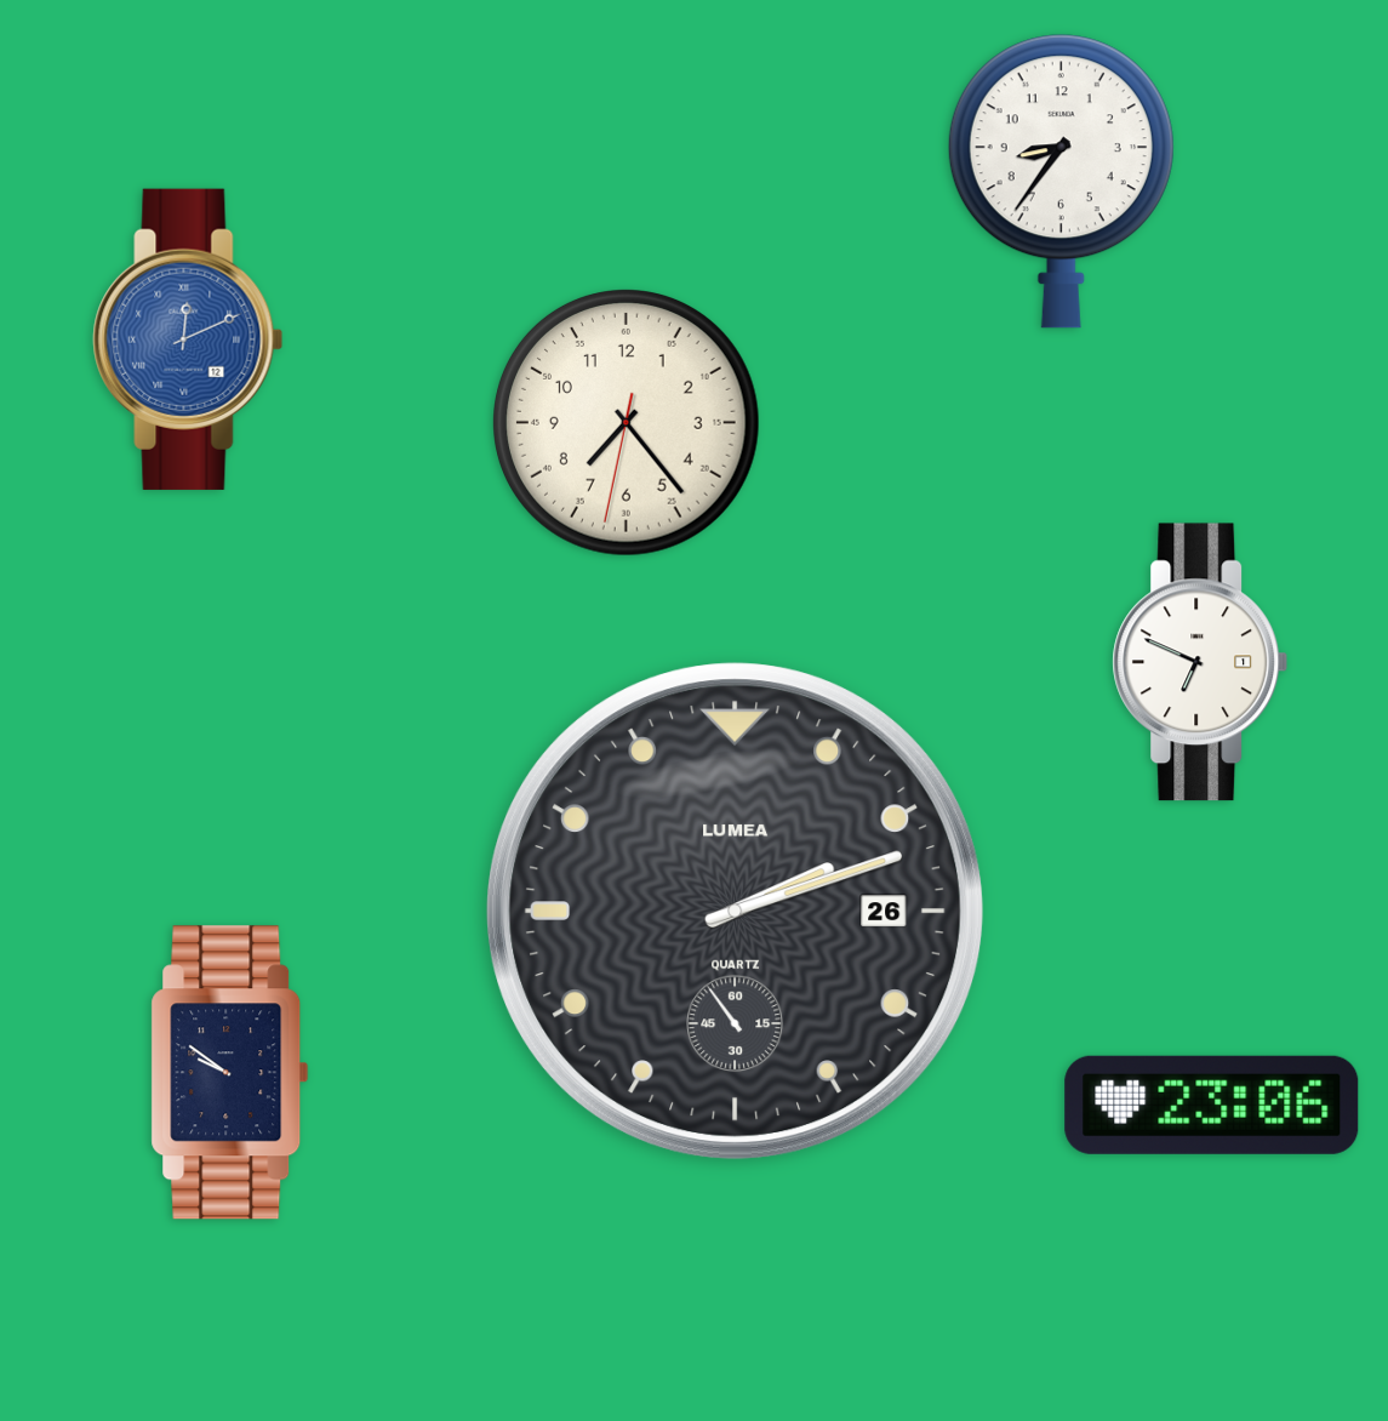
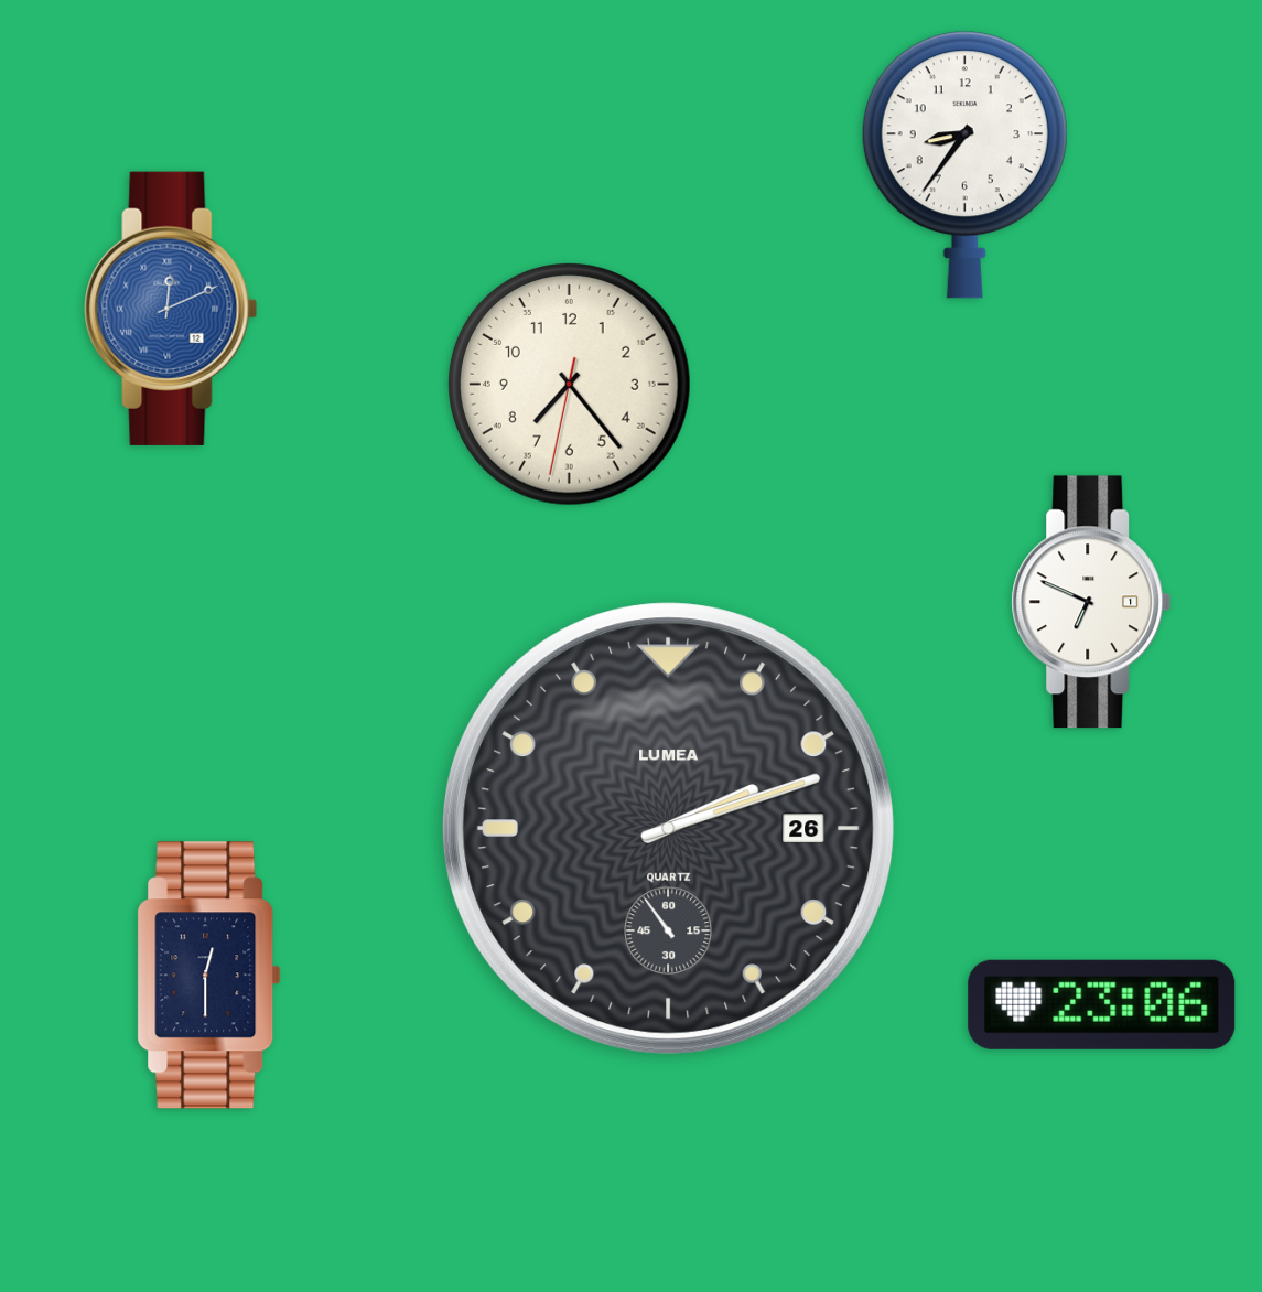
clock at (230, 1073): 9:51 -> 12:30
